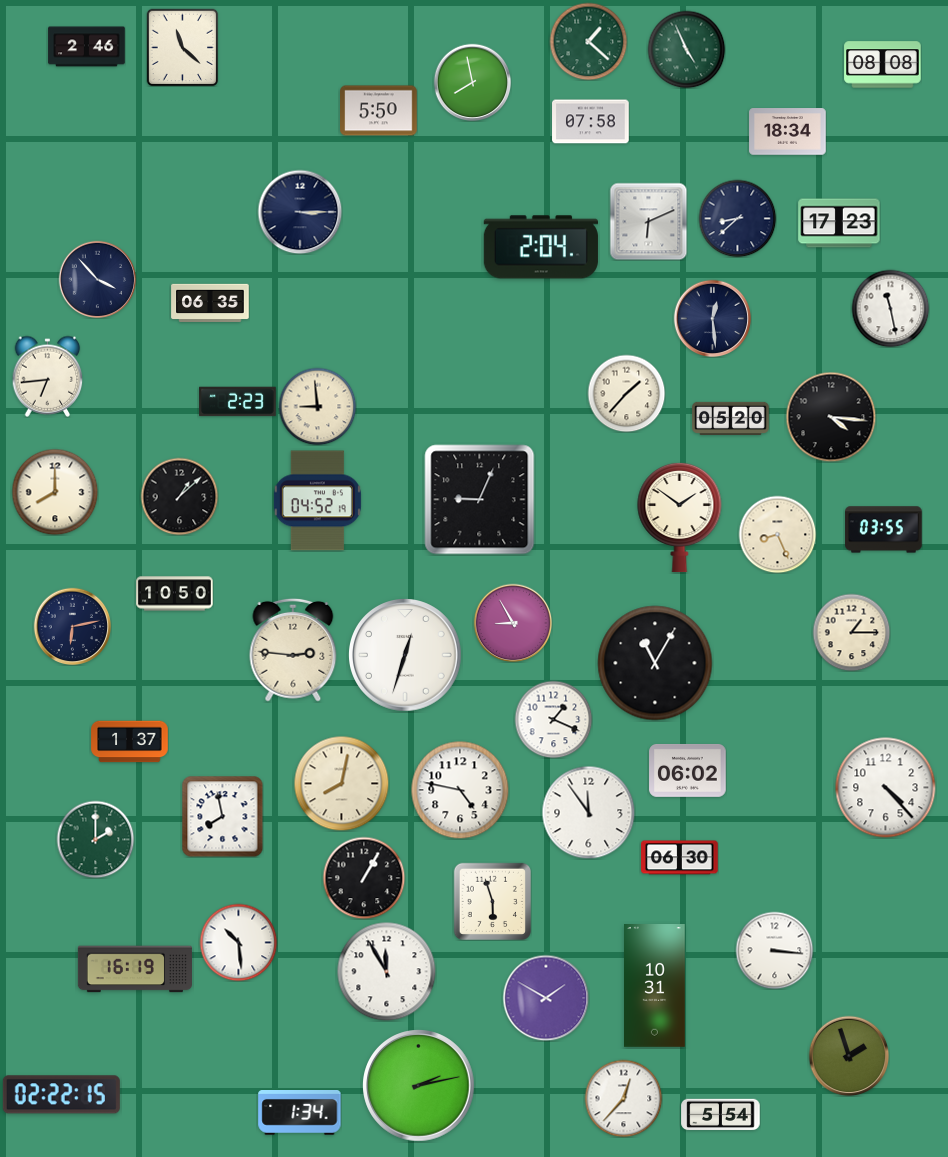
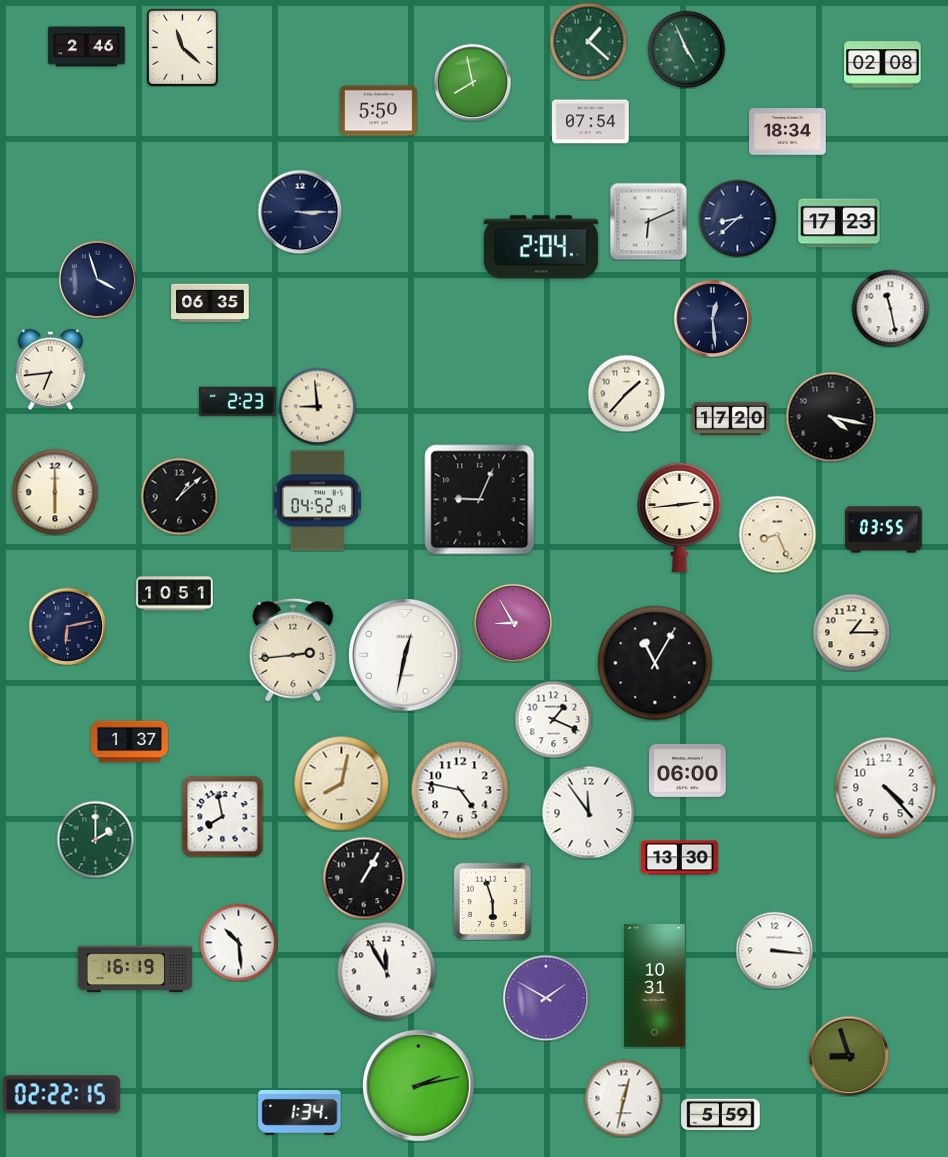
clock at (883, 65): 08:08 -> 02:08
clock at (591, 122): 07:58 -> 07:54
clock at (97, 279): 3:53 -> 3:57
clock at (48, 376) position: (48, 376) -> (51, 369)
clock at (831, 417): 4:16 -> 4:17
clock at (731, 418): 05:20 -> 17:20
clock at (55, 492): 8:00 -> 6:00
clock at (680, 517): 1:51 -> 2:44
clock at (175, 594): 10:50 -> 10:51
clock at (72, 626) position: (72, 626) -> (67, 626)
clock at (293, 650): 2:46 -> 2:44
clock at (406, 656): 12:33 -> 12:32
clock at (688, 770): 06:02 -> 06:00
clock at (680, 858): 06:30 -> 13:30
clock at (849, 1056): 1:57 -> 8:57
clock at (623, 1098): 12:37 -> 12:32
clock at (721, 1115): 5:54 -> 5:59
